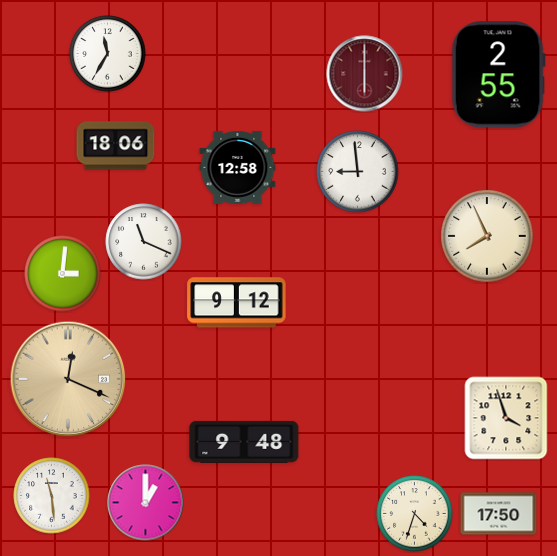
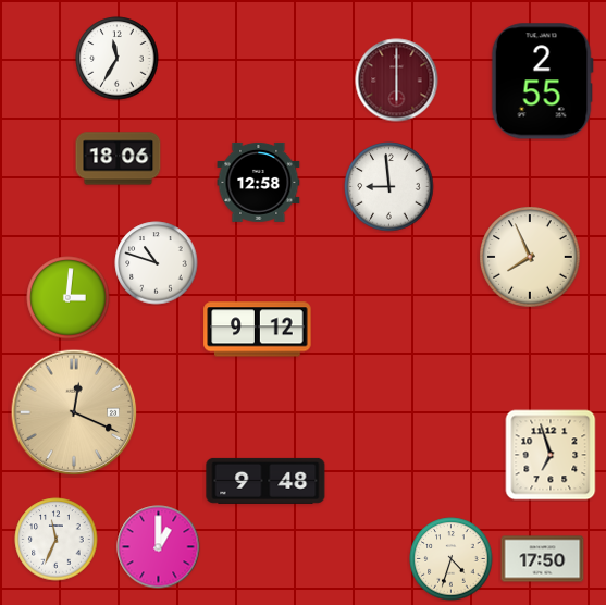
clock at (116, 146) position: (116, 146) -> (119, 159)
clock at (144, 242): 11:19 -> 10:48
clock at (506, 418): 3:57 -> 6:57
clock at (52, 496): 11:29 -> 11:34
